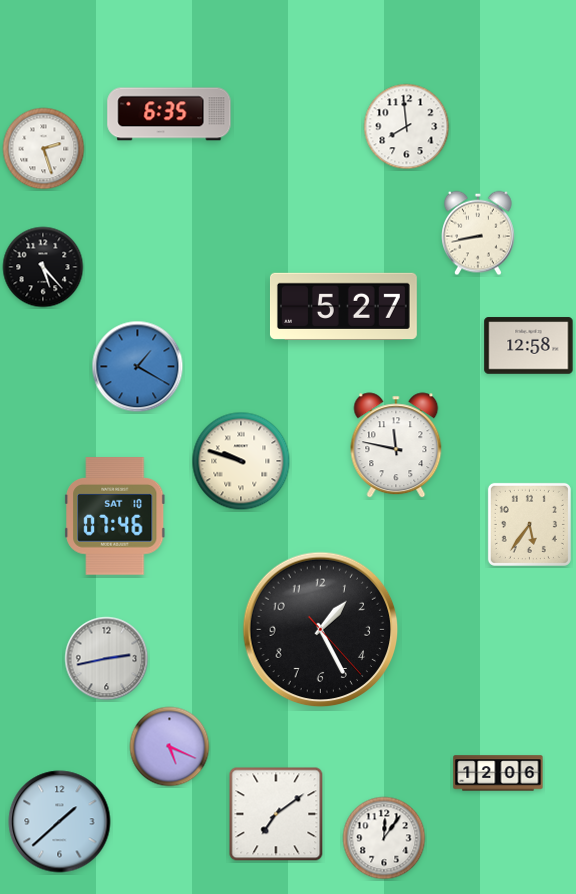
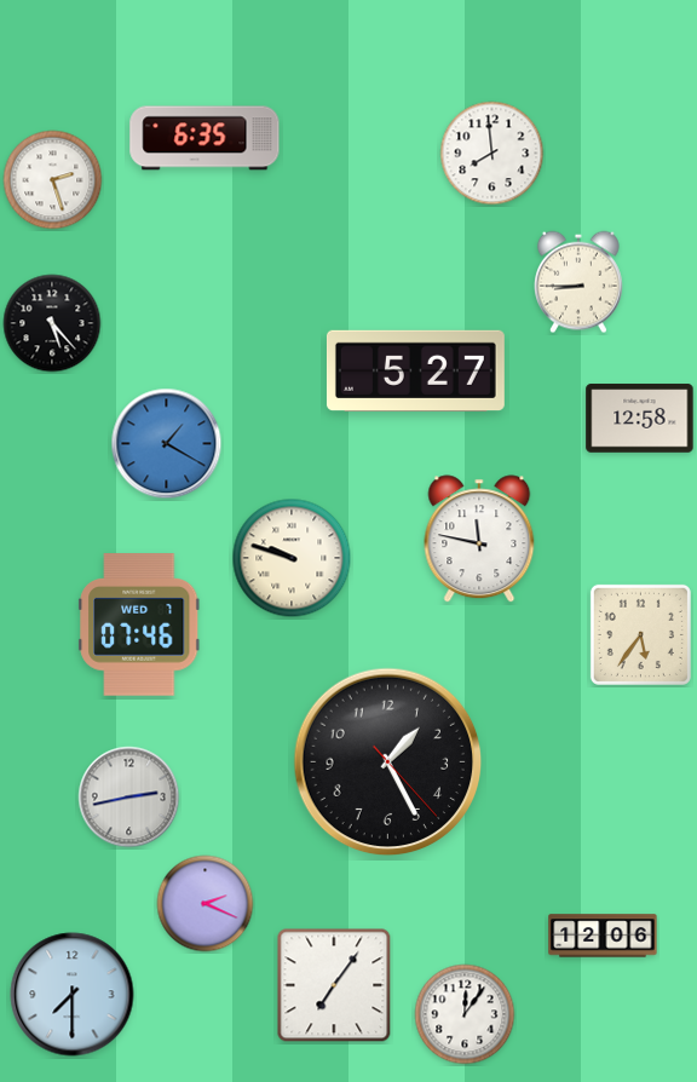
clock at (479, 233): 8:43 -> 8:45
clock at (115, 516) date: SAT 10 -> WED 7
clock at (170, 747): 5:19 -> 2:19
clock at (276, 814): 7:09 -> 7:06
clock at (60, 822): 1:38 -> 7:30
